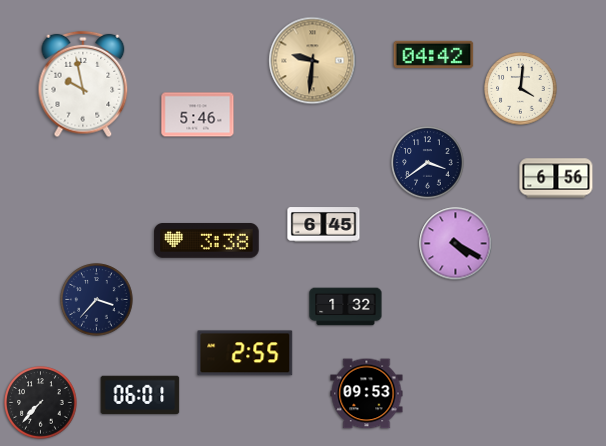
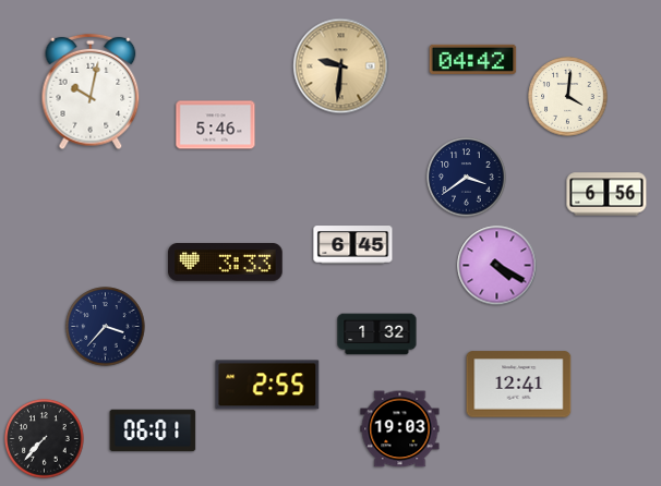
clock at (83, 84): 9:58 -> 10:02
clock at (207, 241): 3:38 -> 3:33
clock at (519, 385): none -> 12:41
clock at (367, 394): 09:53 -> 19:03
